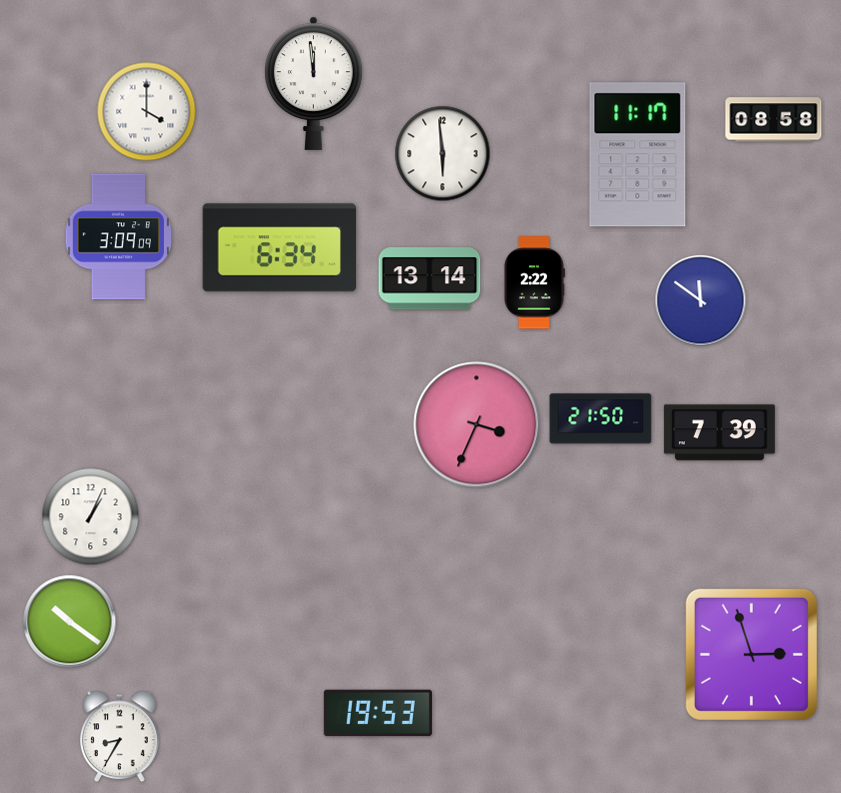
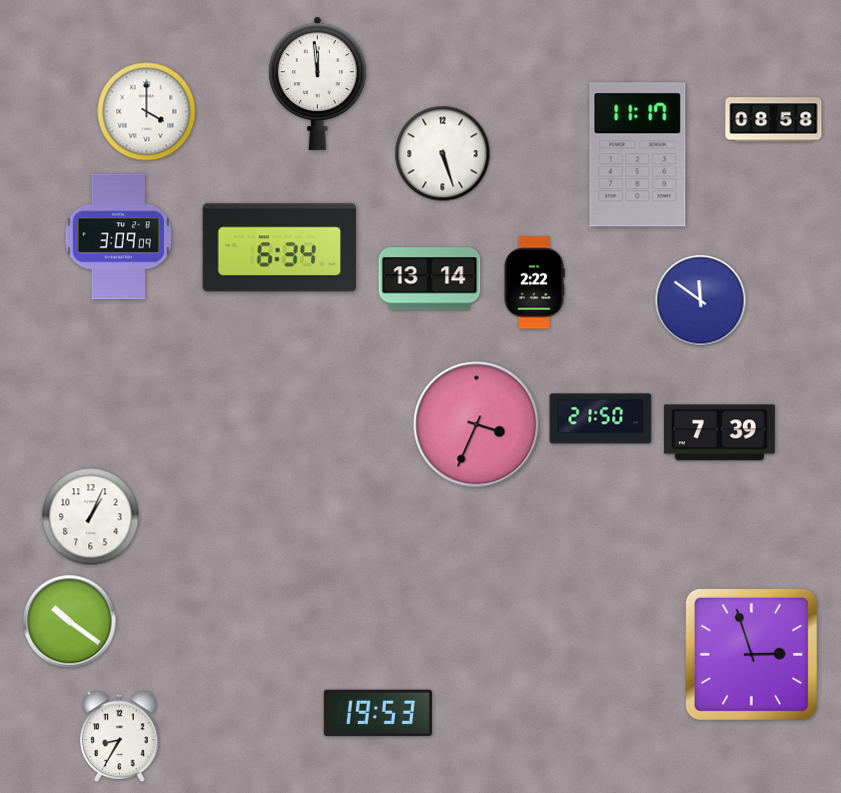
clock at (314, 83) position: (314, 83) -> (318, 83)
clock at (443, 154): 5:59 -> 5:27
